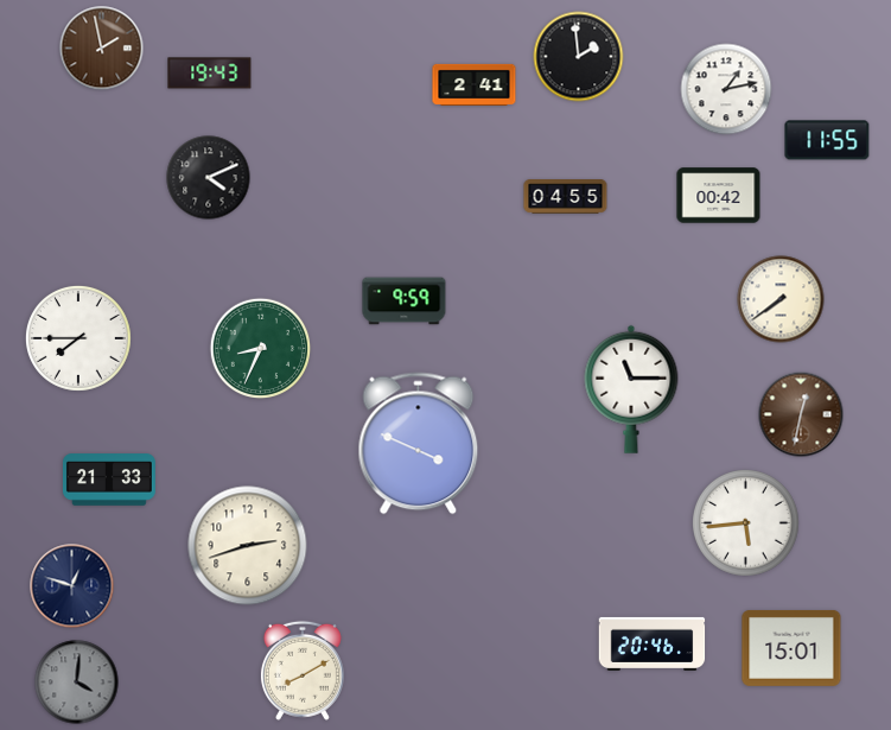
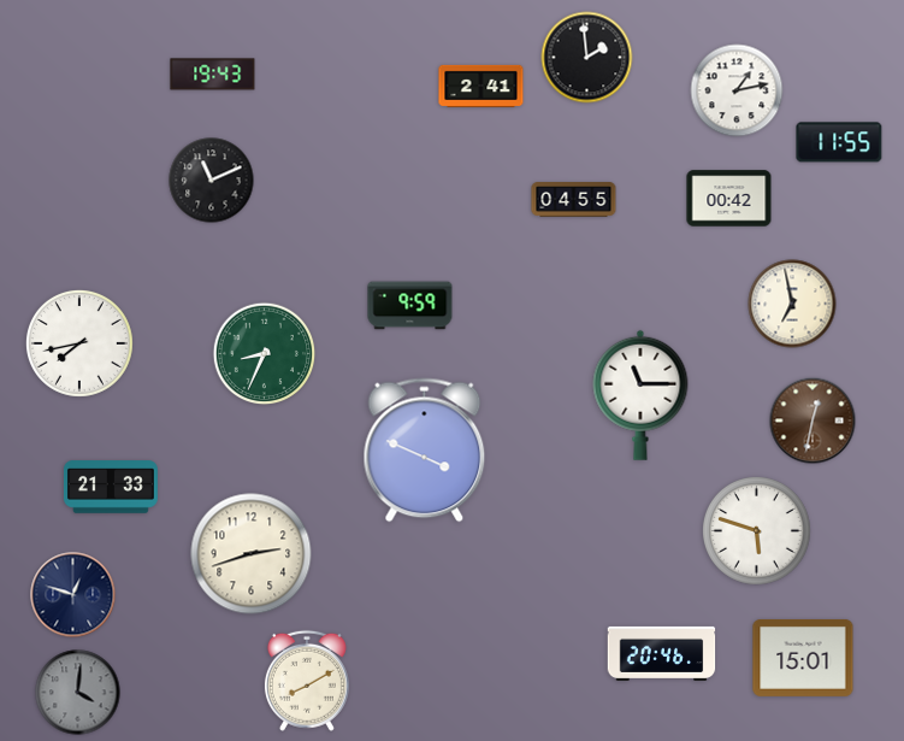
clock at (102, 49): 1:58 -> none
clock at (209, 178): 4:11 -> 11:11
clock at (781, 299): 7:39 -> 6:58
clock at (78, 338): 7:45 -> 7:43
clock at (746, 523): 5:44 -> 5:48
